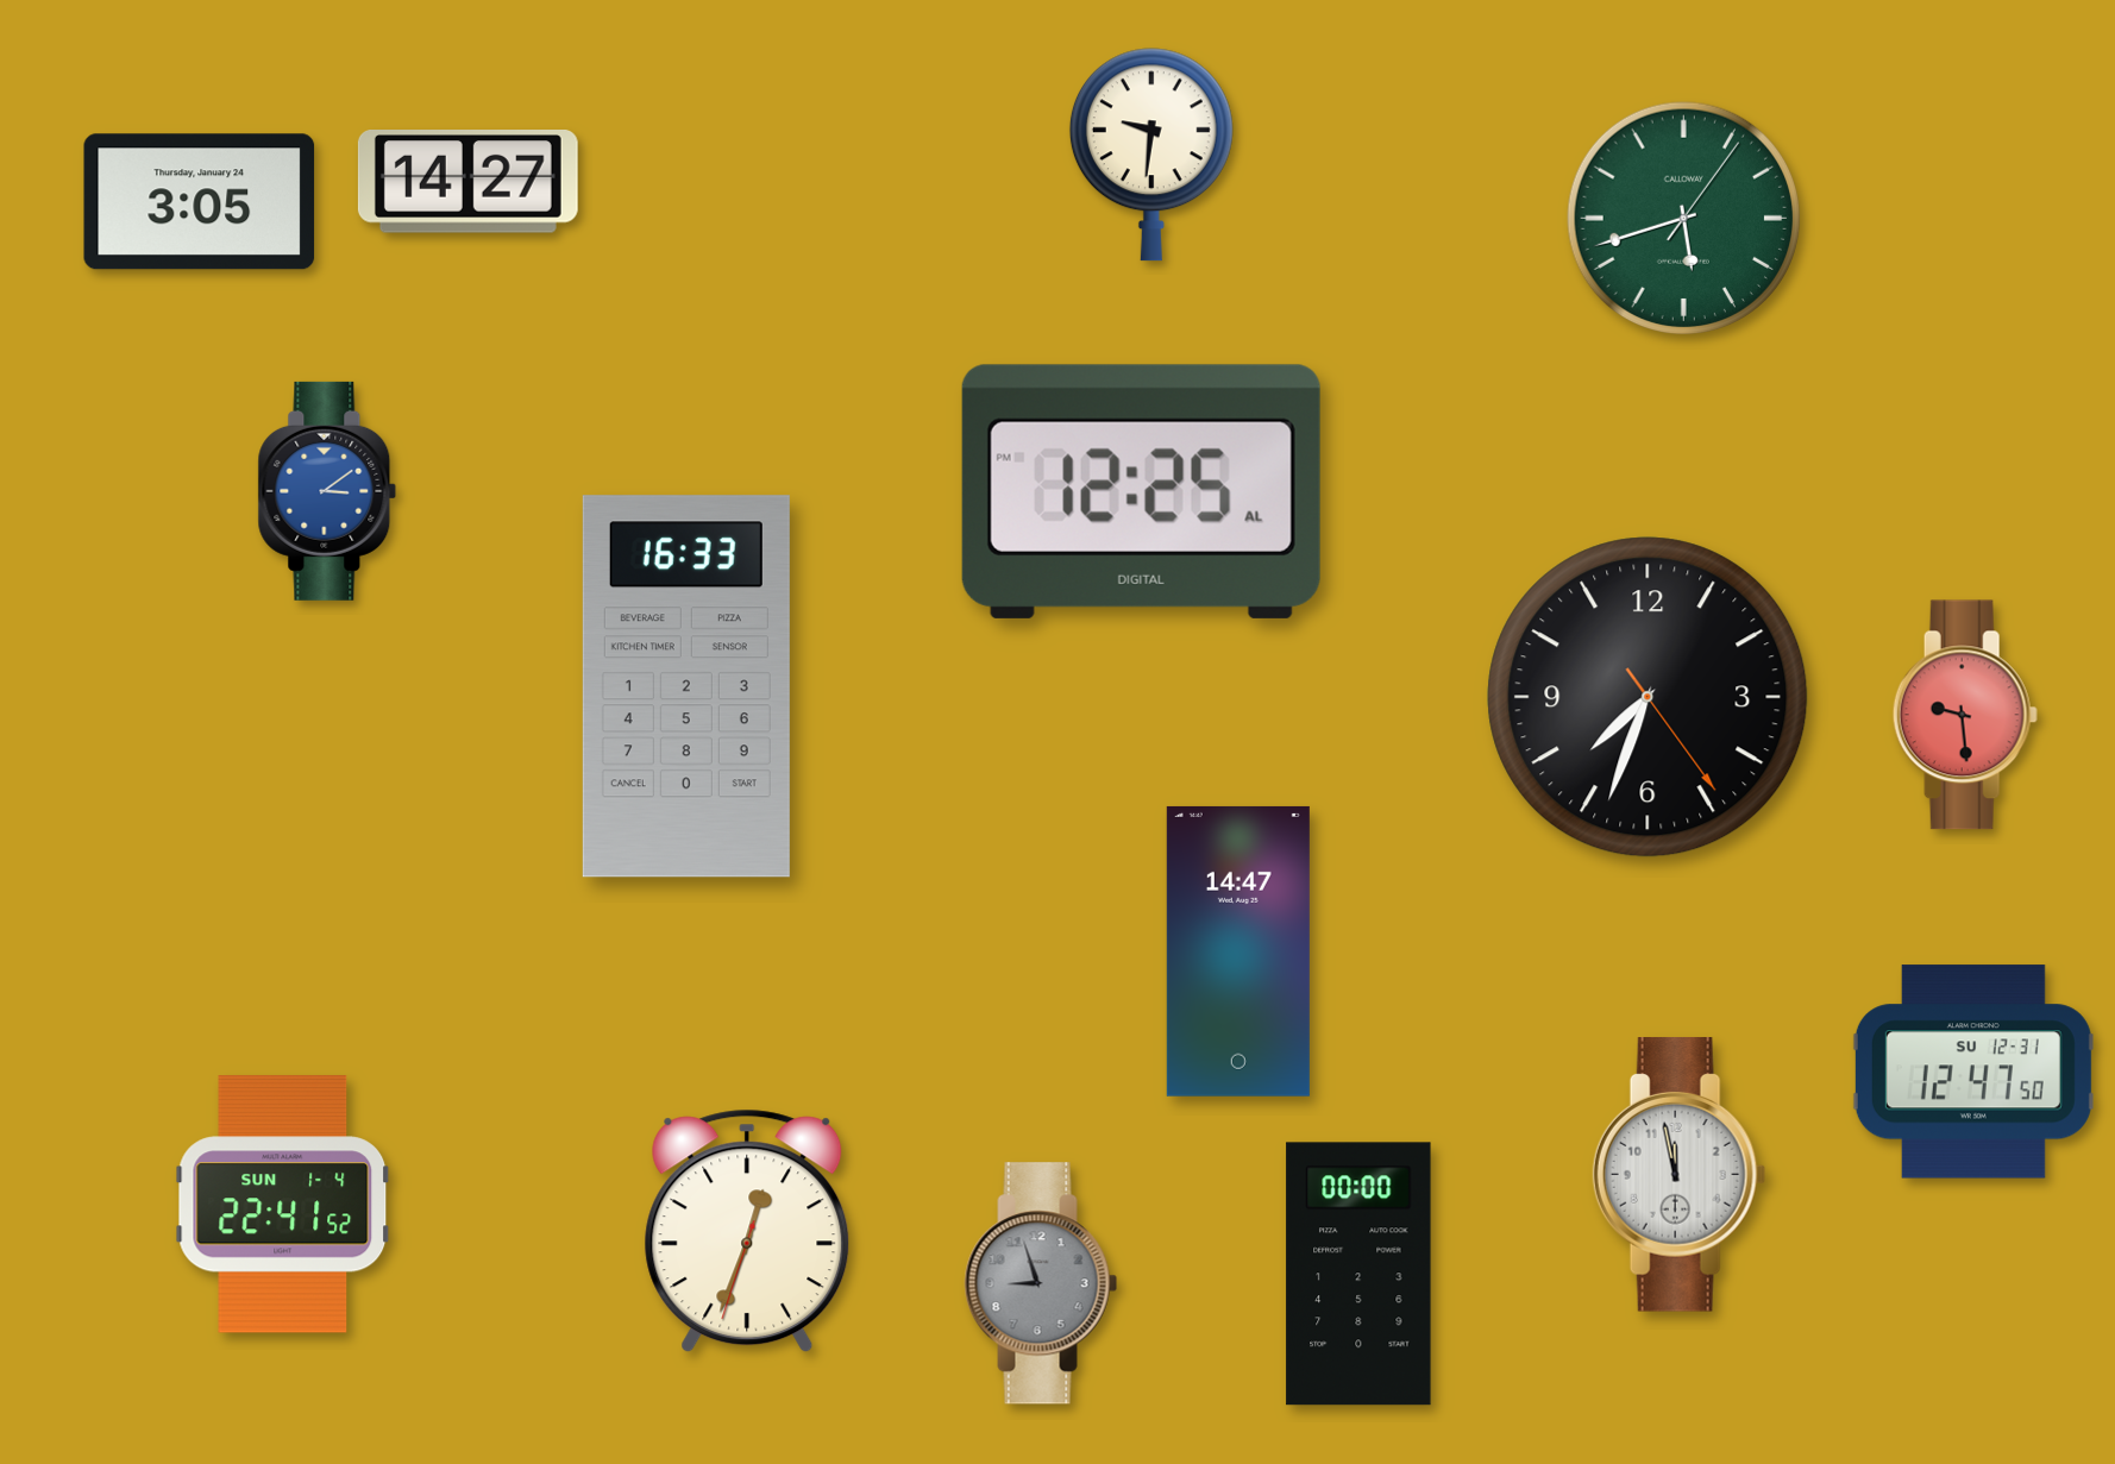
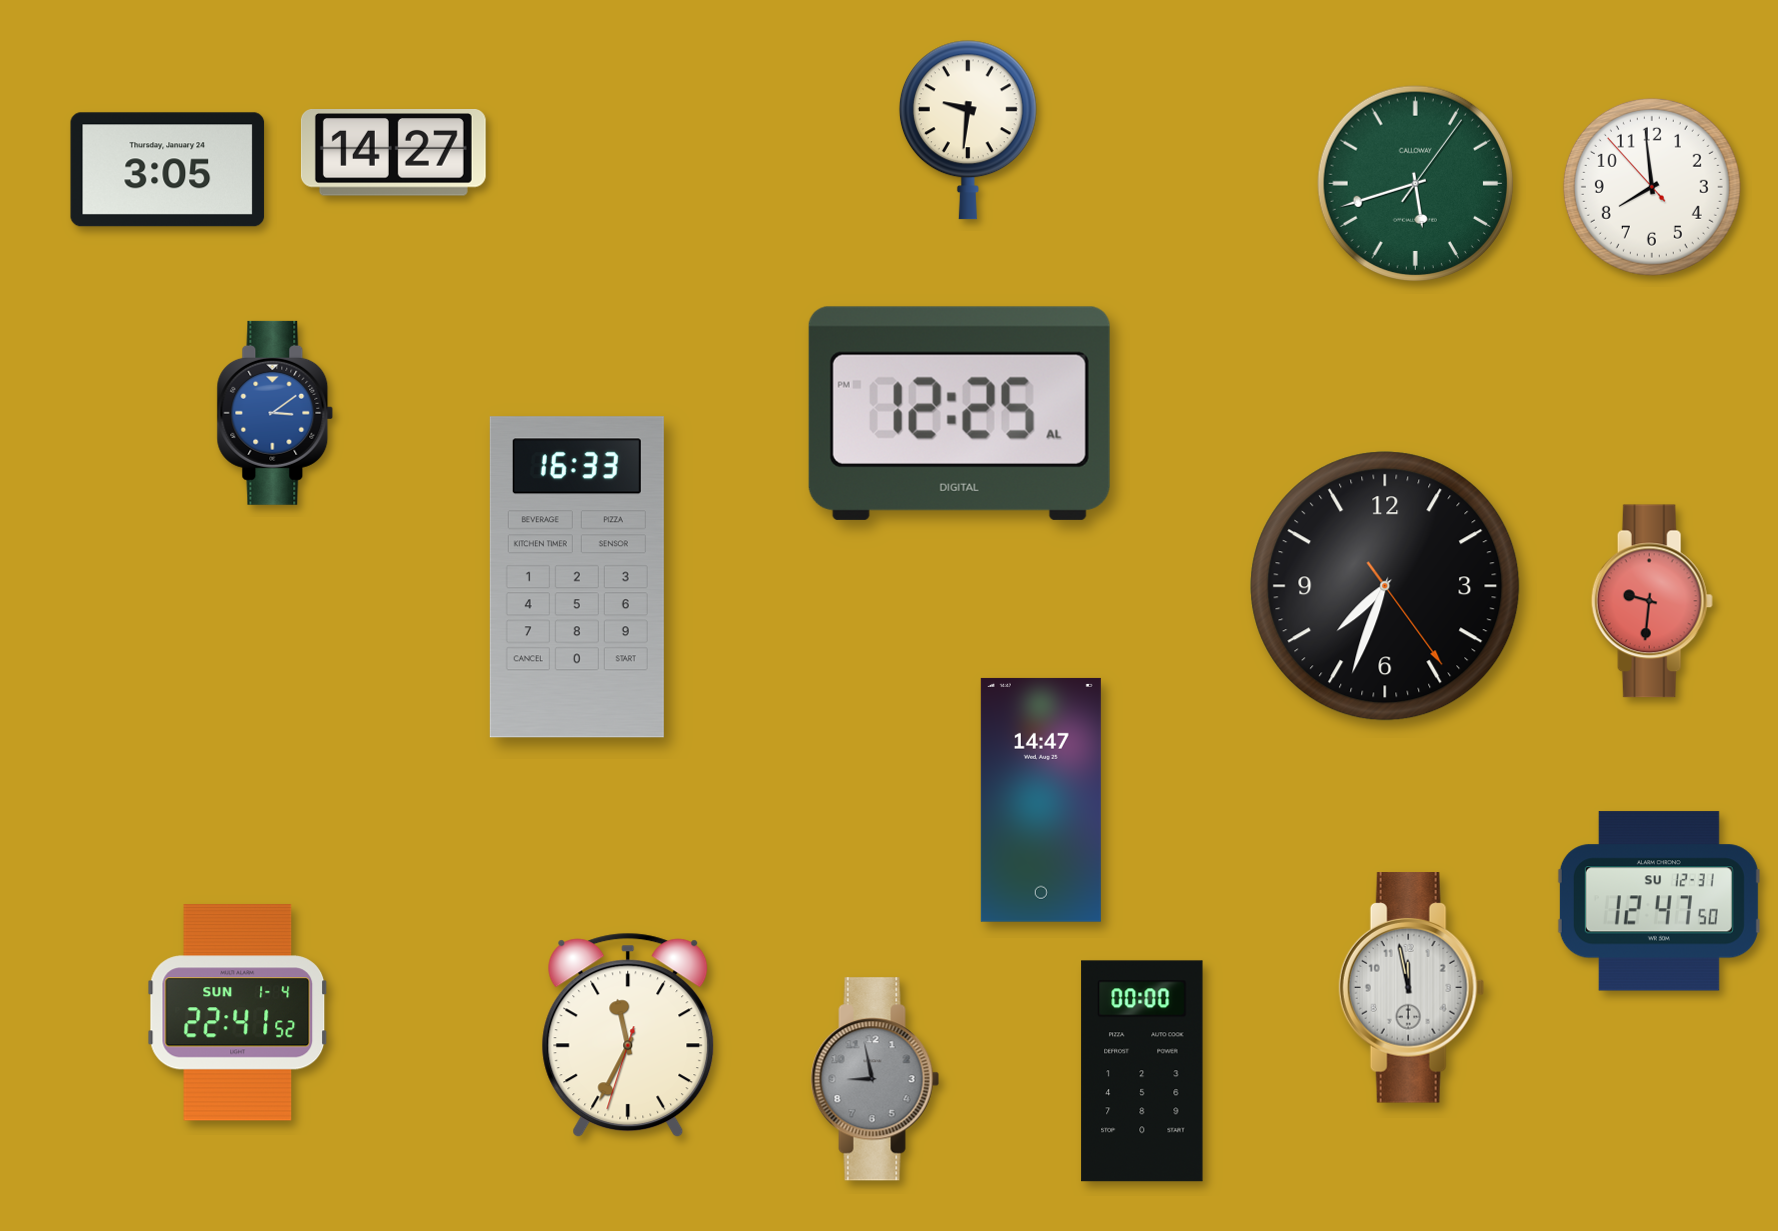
clock at (1652, 187): none -> 7:58
clock at (1965, 715): 9:29 -> 9:31
clock at (747, 1231): 12:33 -> 11:34
clock at (1041, 1283): 8:57 -> 8:58
